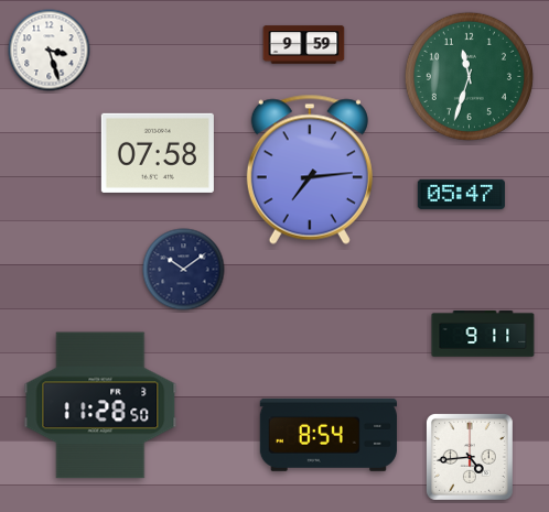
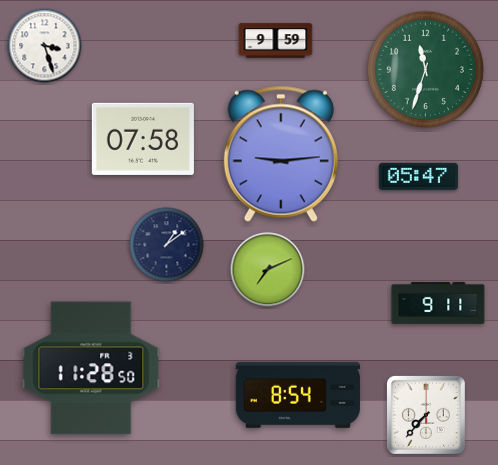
clock at (310, 170): 7:14 -> 9:14
clock at (184, 270): 10:09 -> 1:09
clock at (268, 270): none -> 7:11
clock at (470, 457): 4:44 -> 7:37
